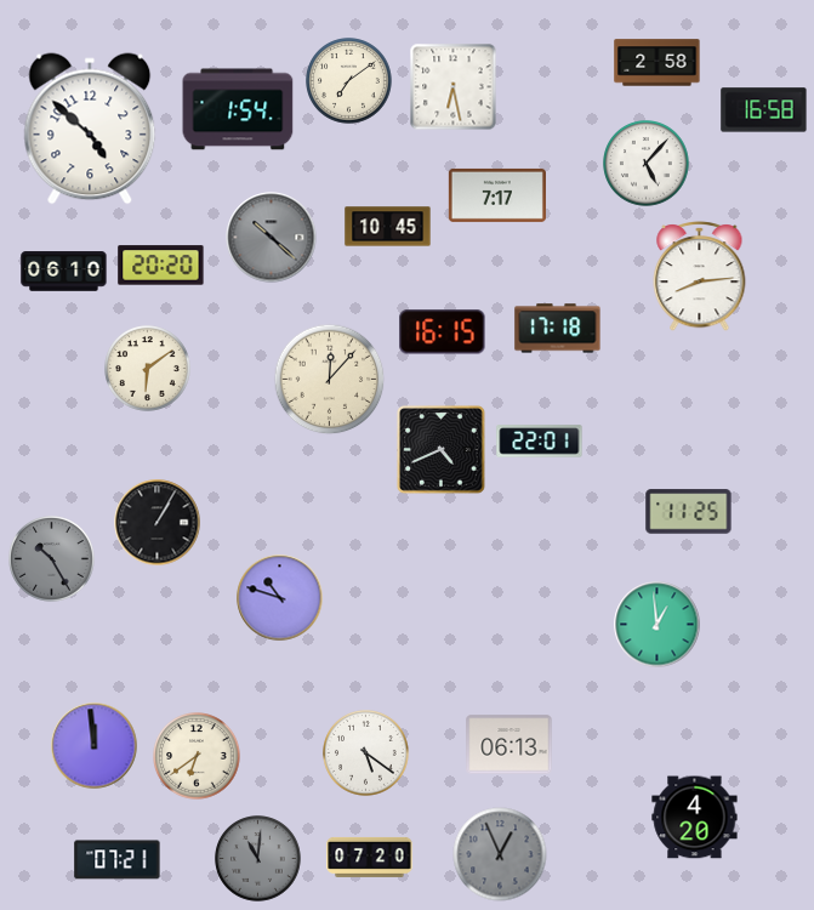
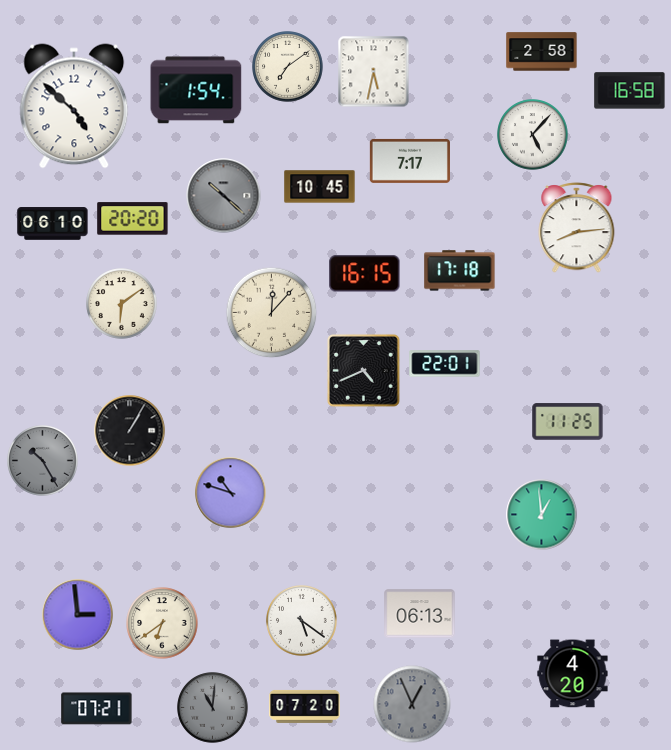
clock at (454, 87): 6:28 -> 5:32
clock at (95, 746): 11:59 -> 2:59
